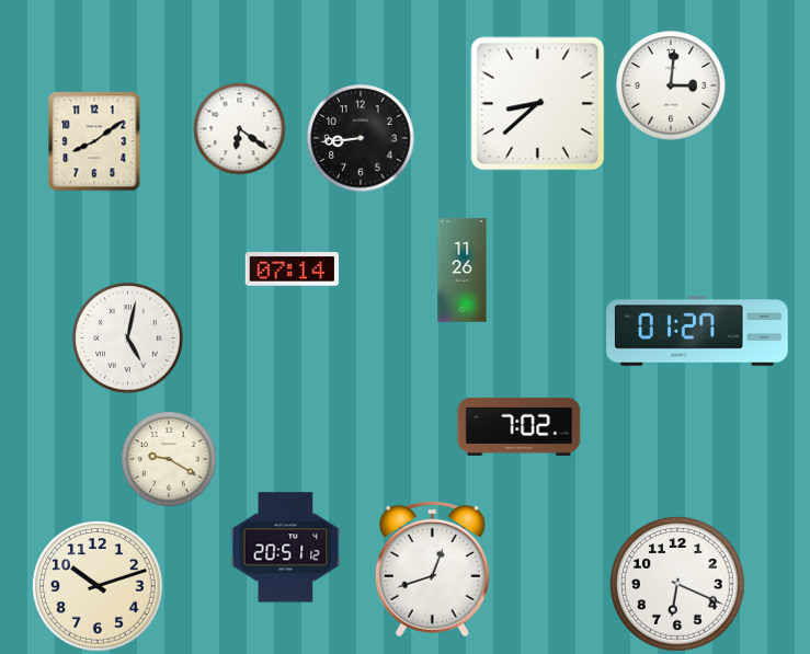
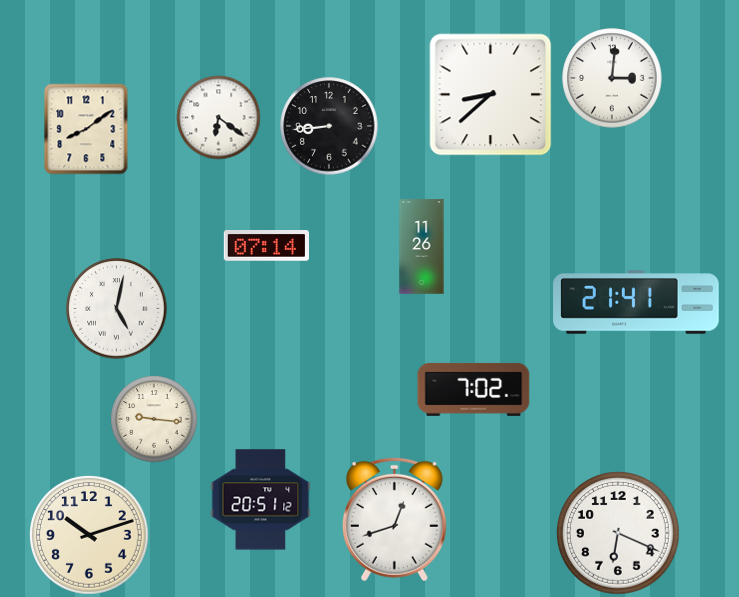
clock at (697, 331): 01:27 -> 21:41
clock at (169, 459): 9:20 -> 9:16
